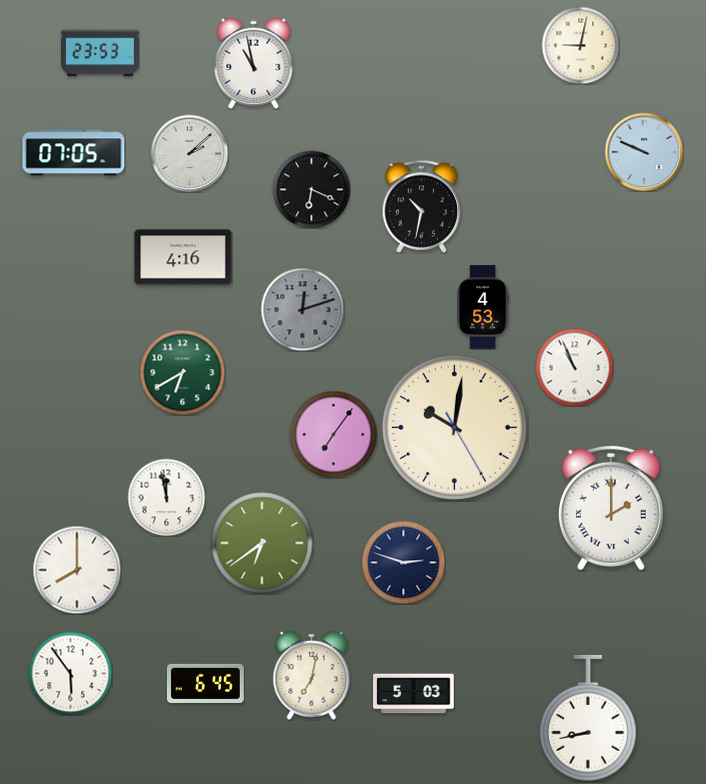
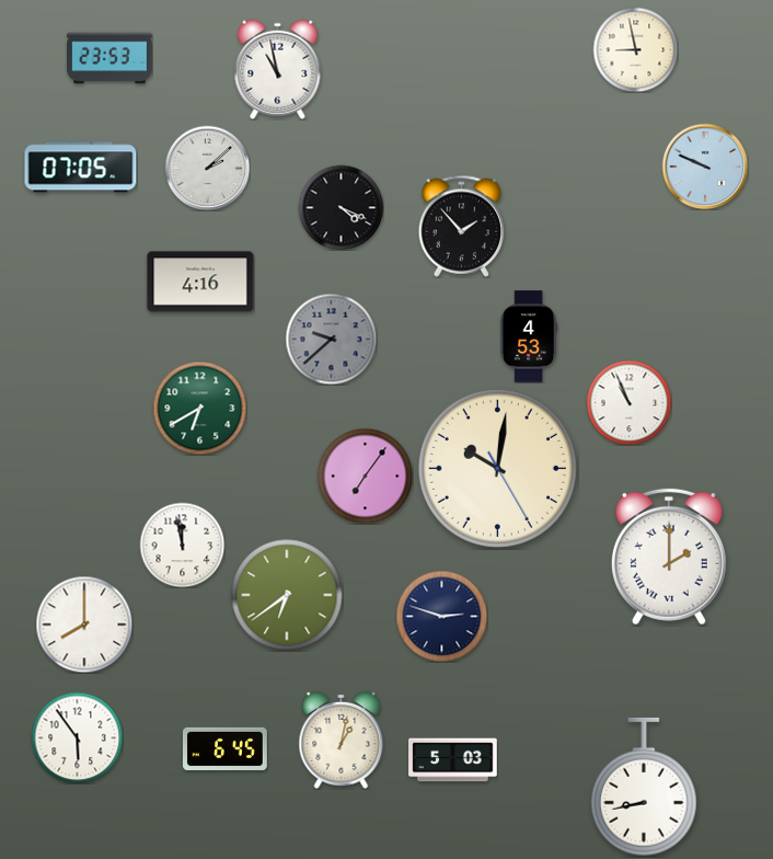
clock at (580, 45): 9:02 -> 8:58
clock at (311, 189): 6:19 -> 4:19
clock at (422, 206): 10:32 -> 1:53
clock at (302, 309): 12:12 -> 9:38
clock at (312, 675): 7:02 -> 1:02
